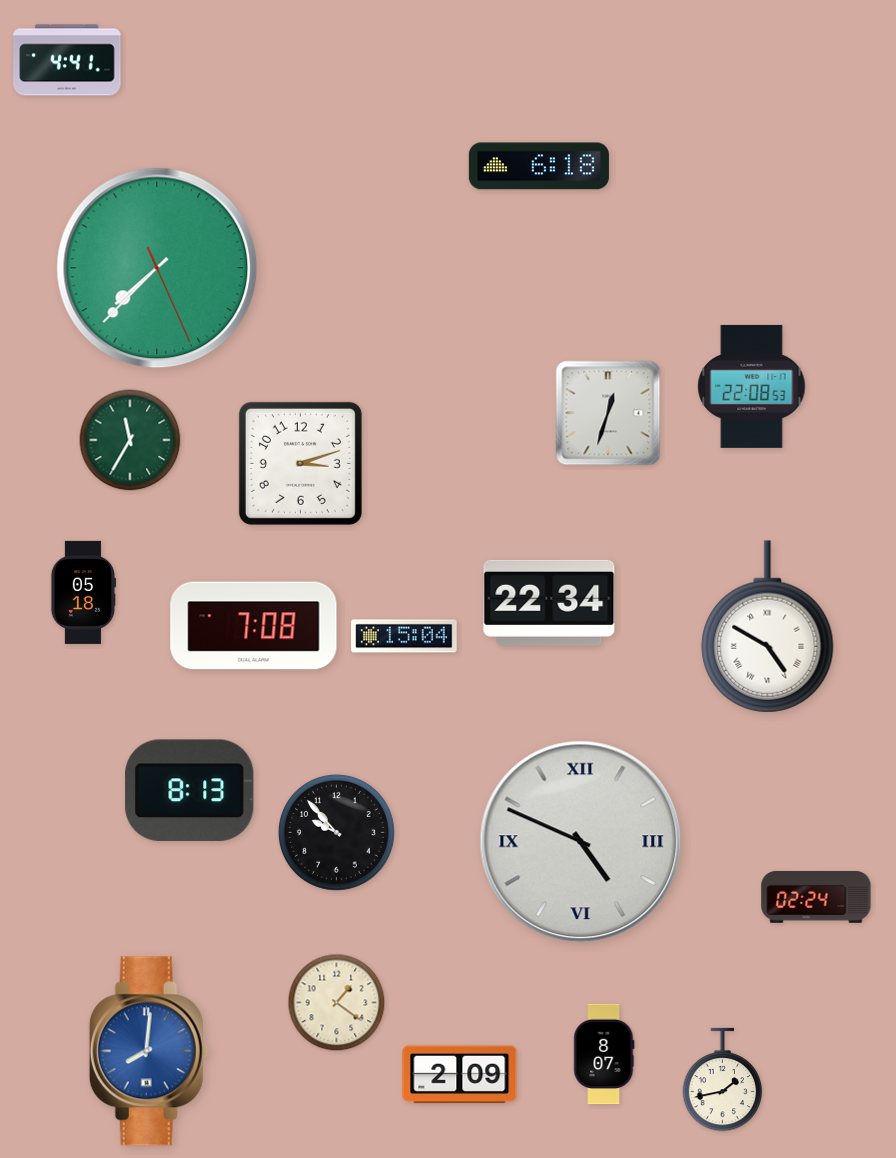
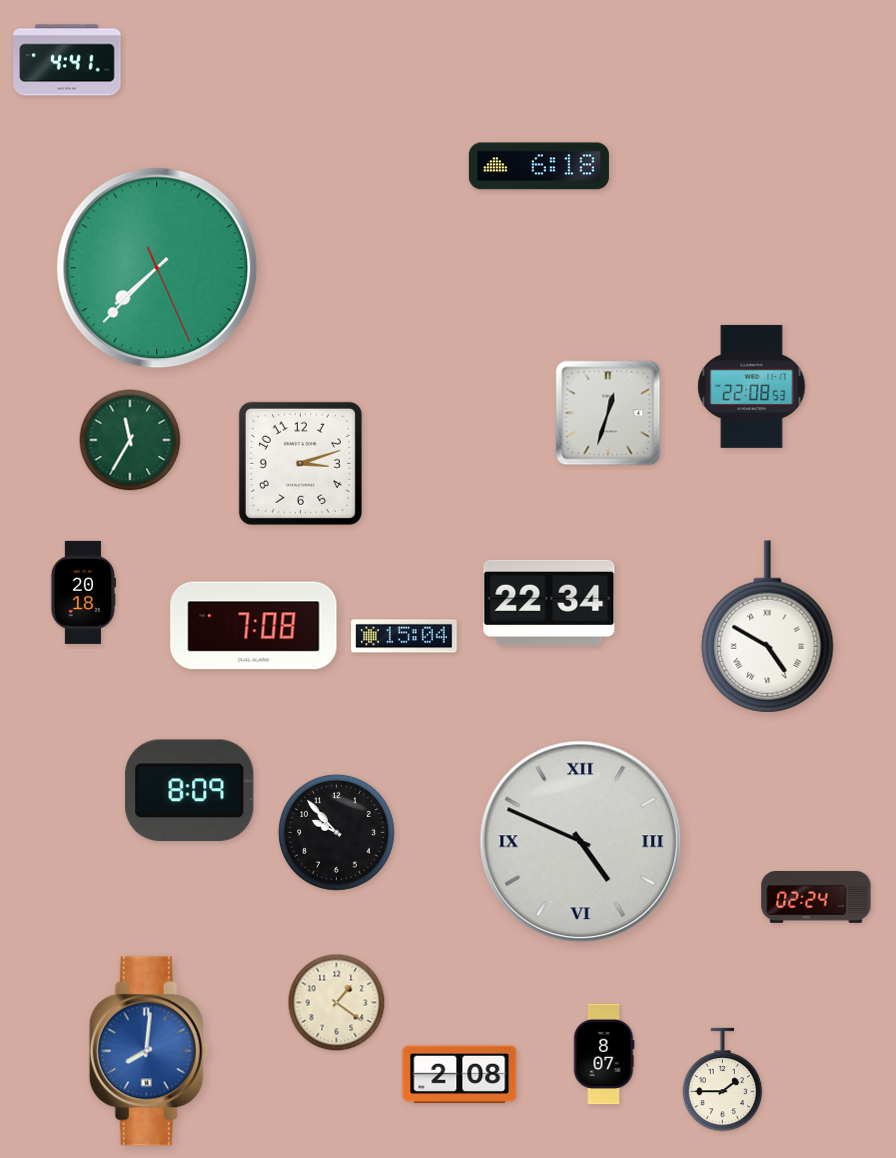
clock at (82, 592): 05:18 -> 20:18
clock at (190, 790): 8:13 -> 8:09
clock at (460, 1075): 2:09 -> 2:08
clock at (723, 1080): 1:43 -> 1:45
